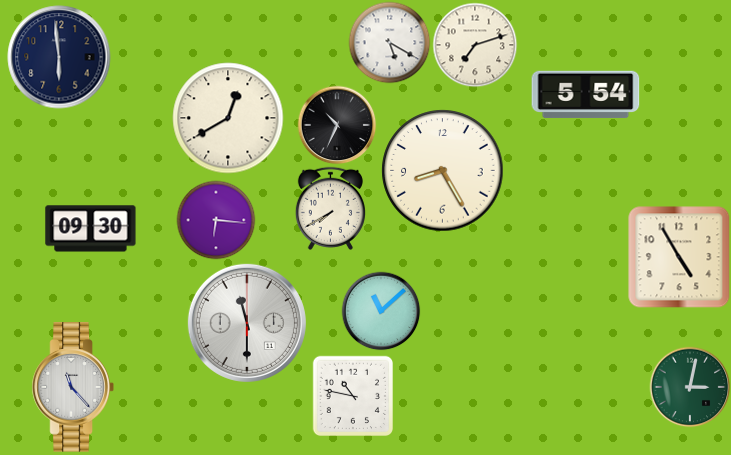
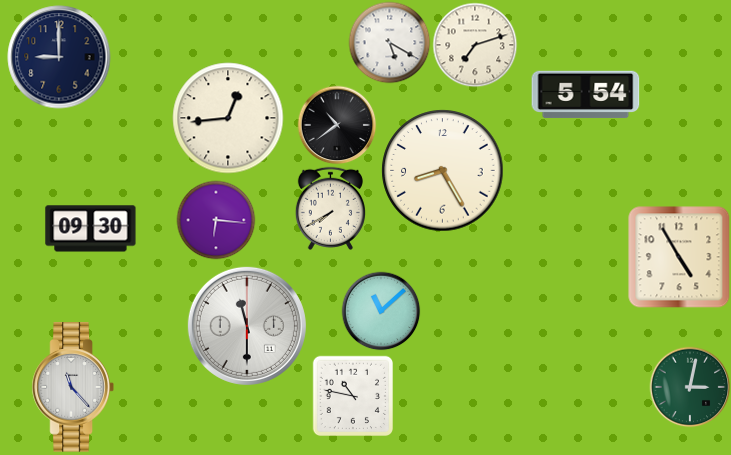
clock at (59, 57): 5:59 -> 9:00
clock at (228, 118): 12:40 -> 12:44
clock at (337, 125): 10:34 -> 10:39
clock at (247, 323) position: (247, 323) -> (247, 326)
